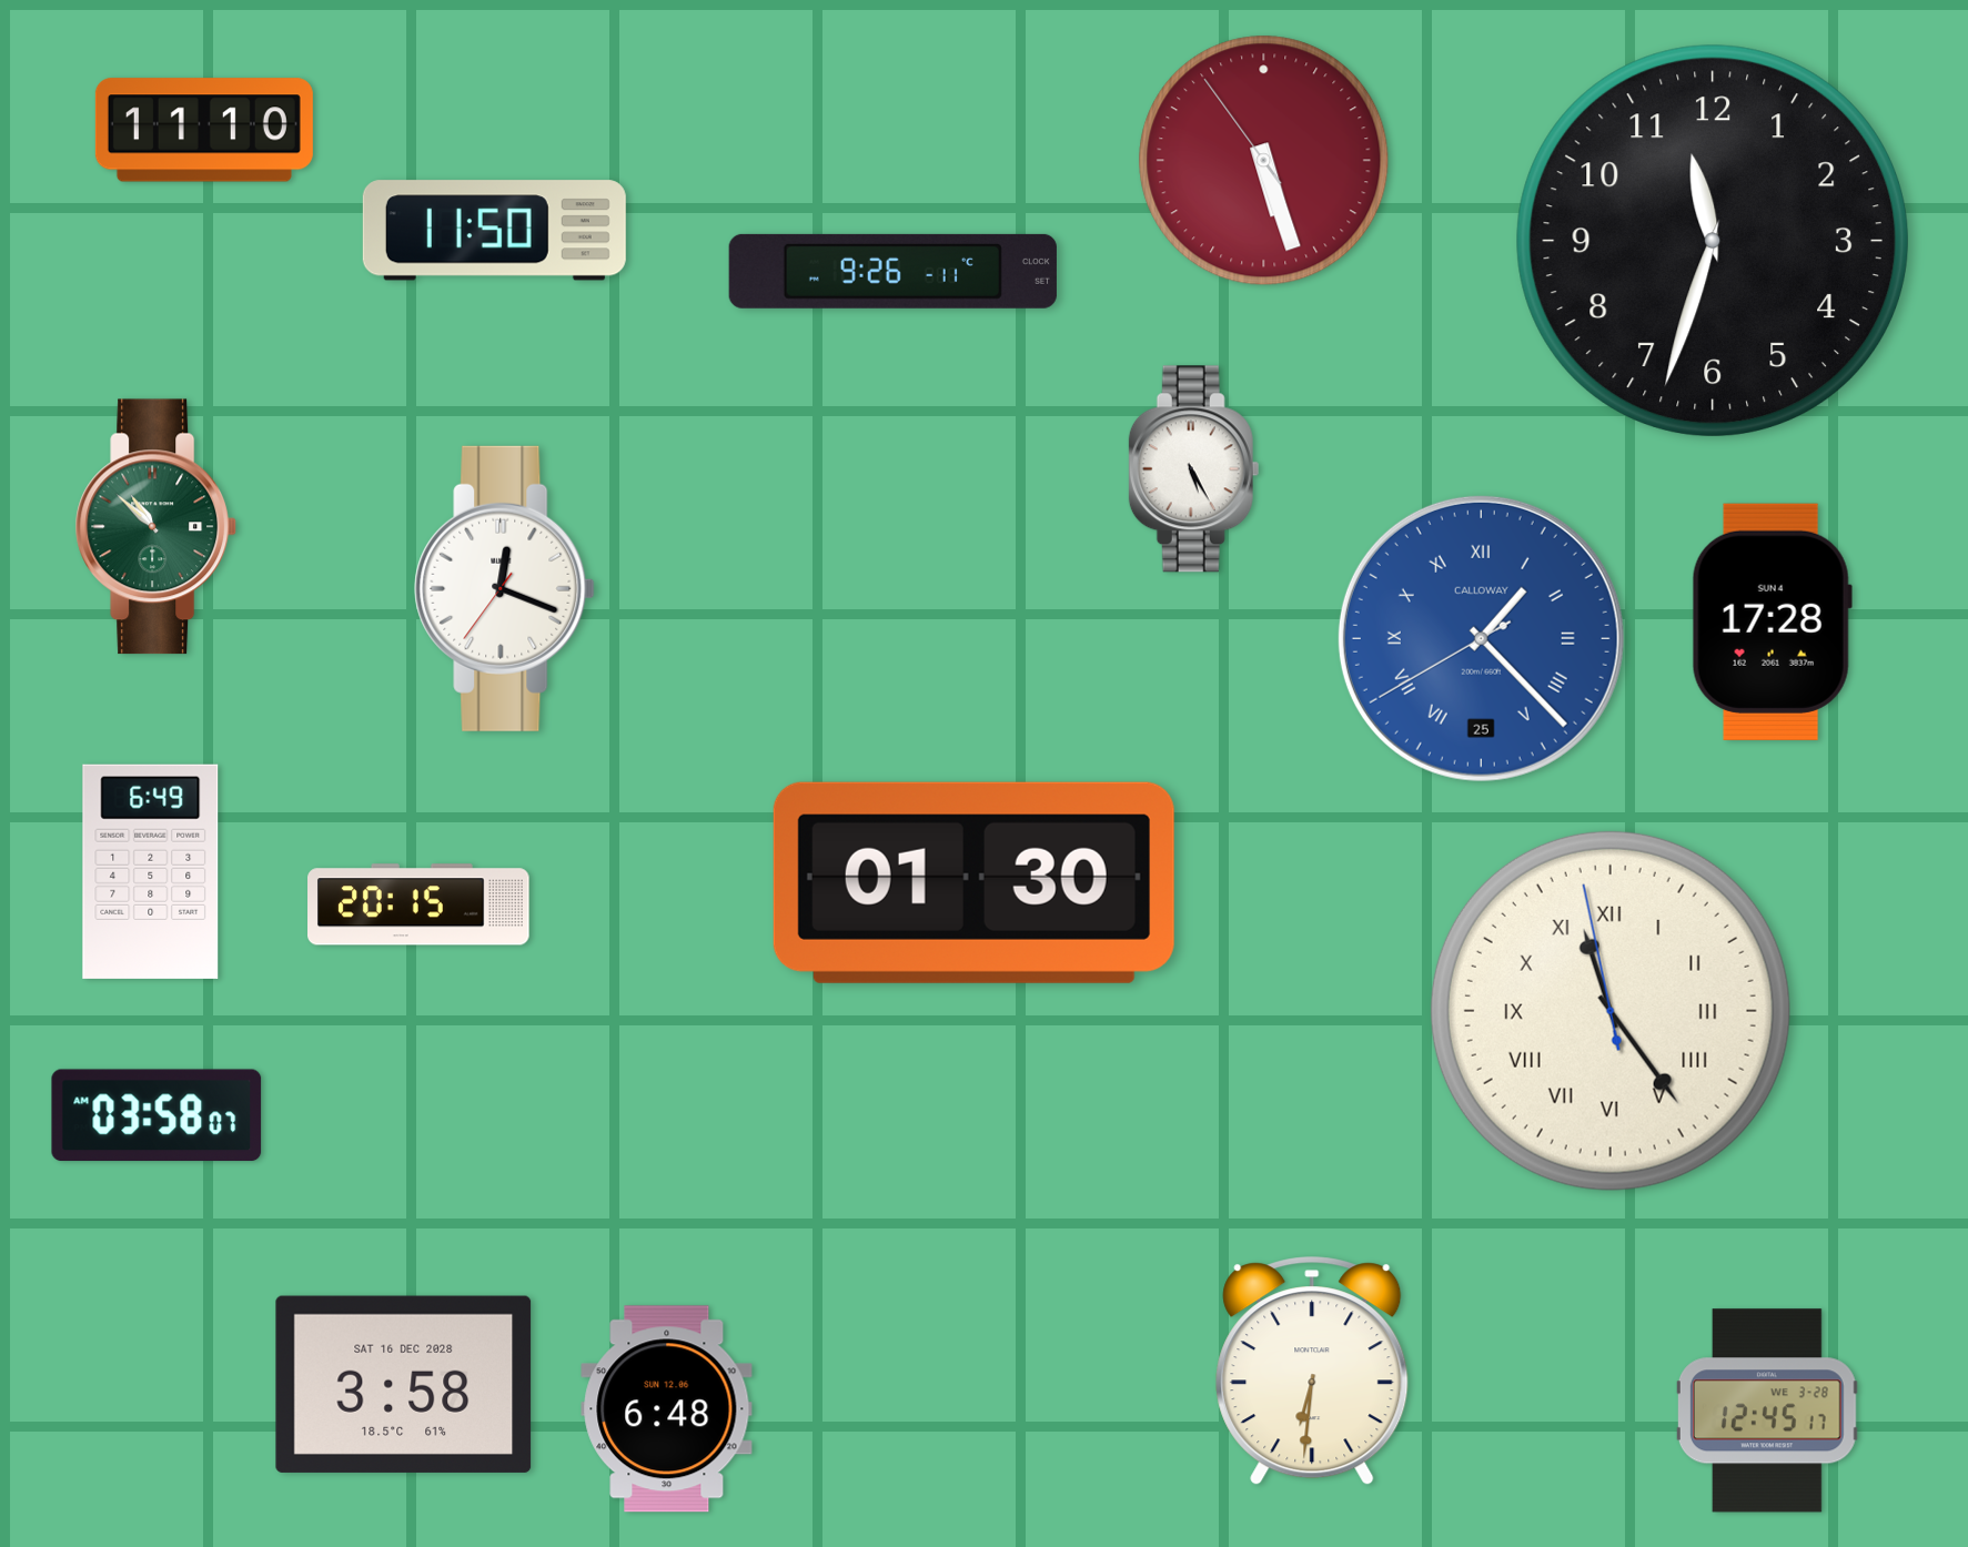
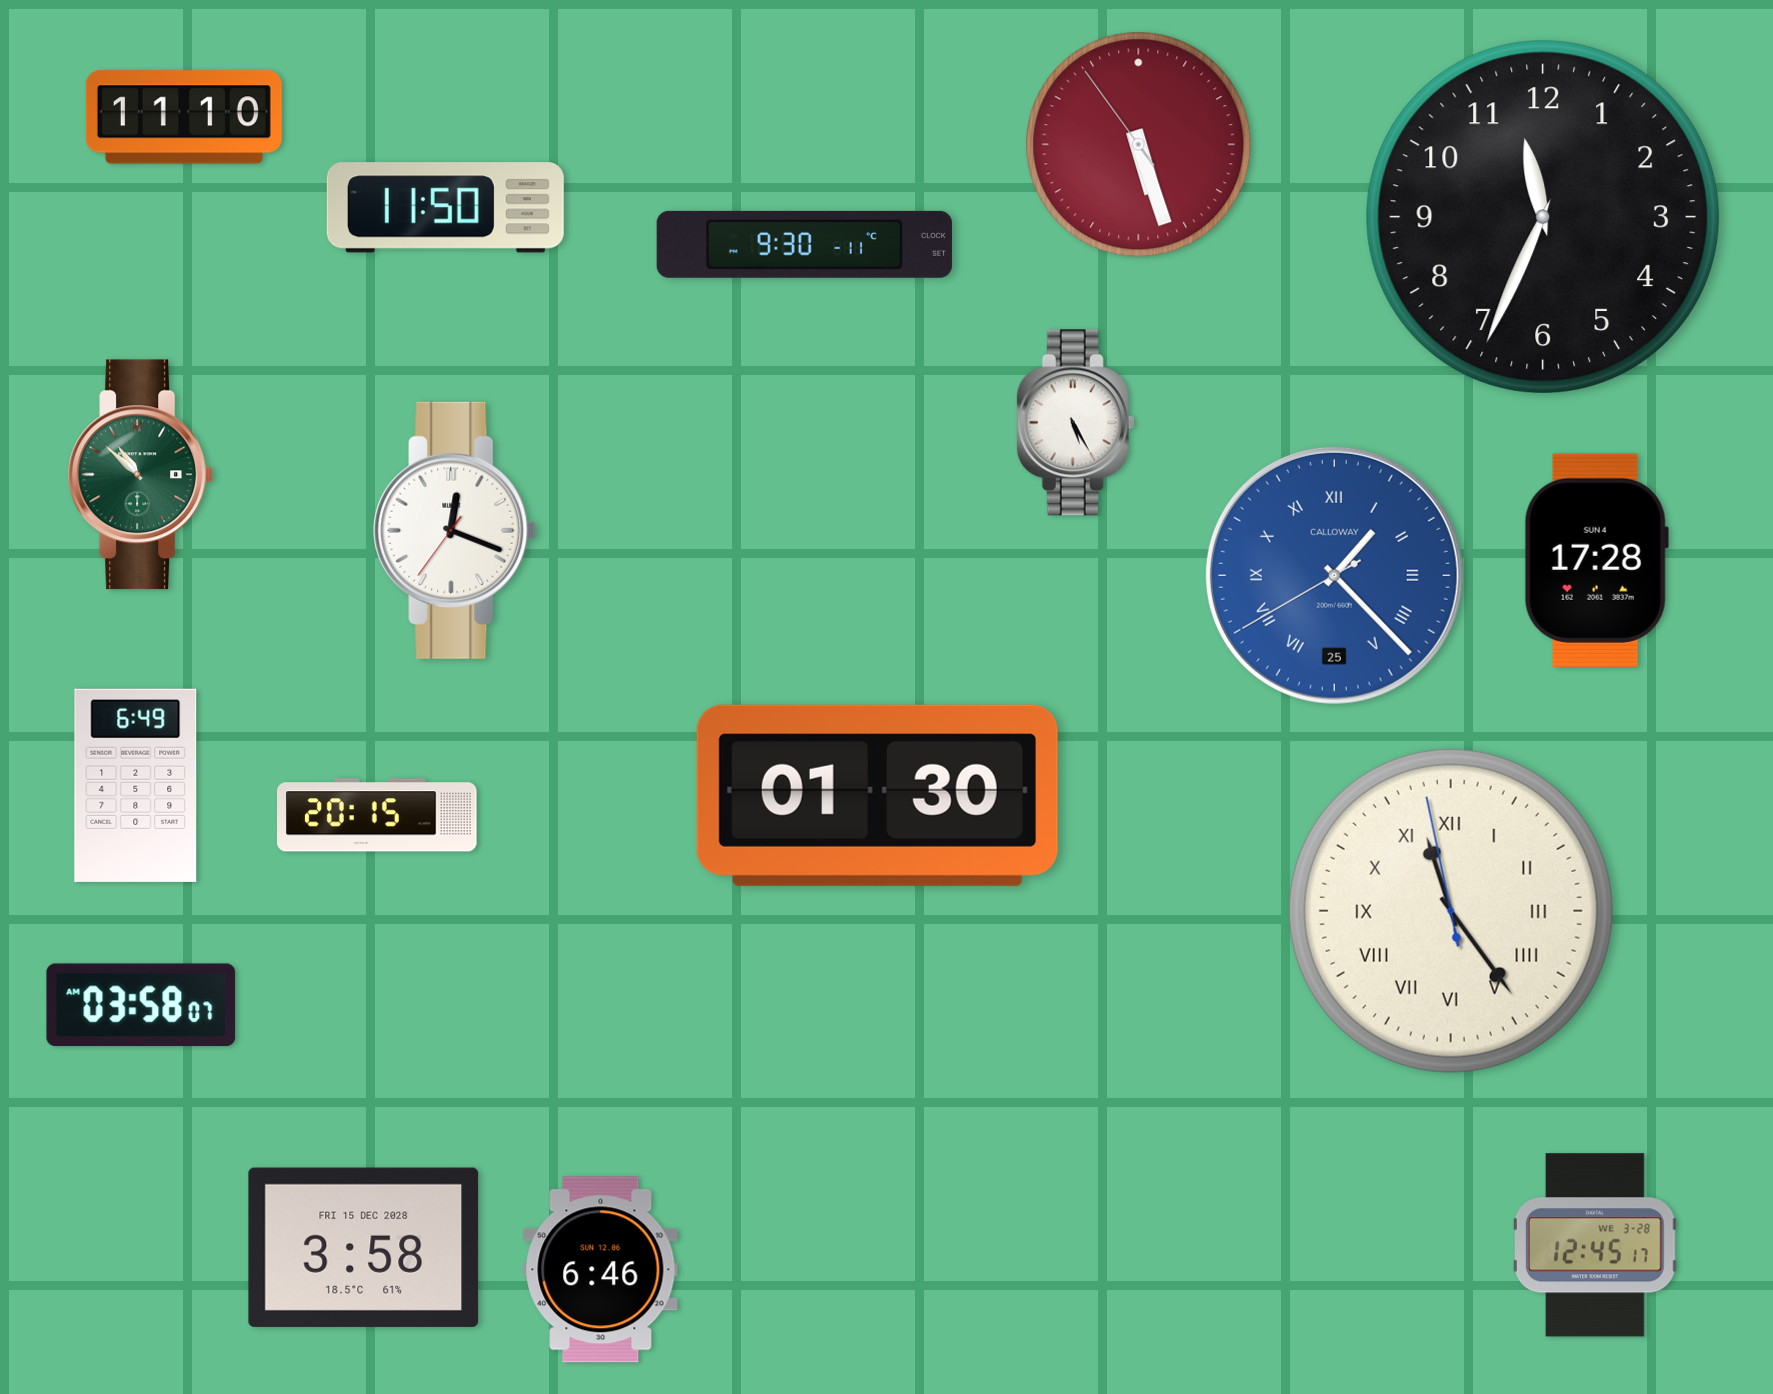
clock at (1713, 241): 11:33 -> 11:34
clock at (892, 271): 9:26 -> 9:30
clock at (1312, 1372): 6:31 -> none
clock at (404, 1384) date: SAT 16 DEC 2028 -> FRI 15 DEC 2028
clock at (667, 1409): 6:48 -> 6:46
clock at (1767, 1411) position: (1767, 1411) -> (1595, 1245)
